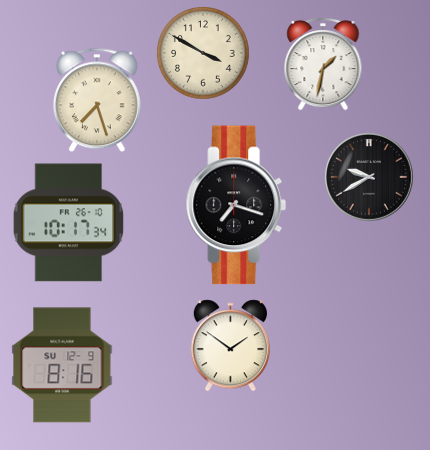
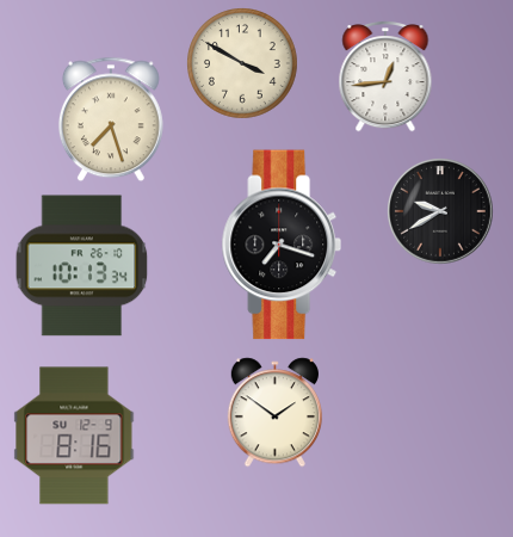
clock at (323, 65): 1:32 -> 12:44
clock at (97, 100) position: (97, 100) -> (111, 119)
clock at (69, 223): 10:17 -> 10:13
